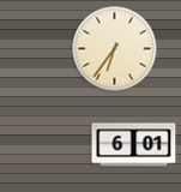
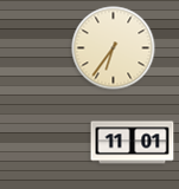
clock at (134, 145): 6:01 -> 11:01
